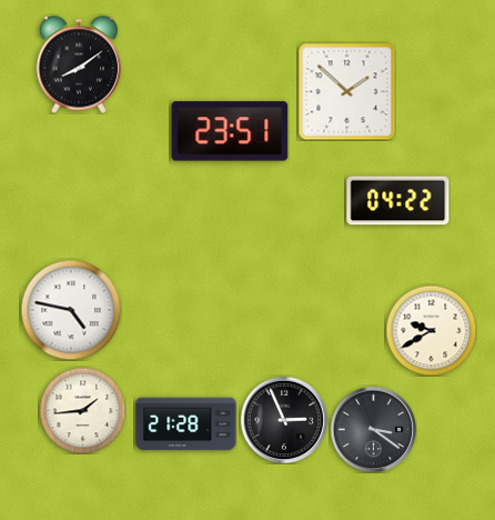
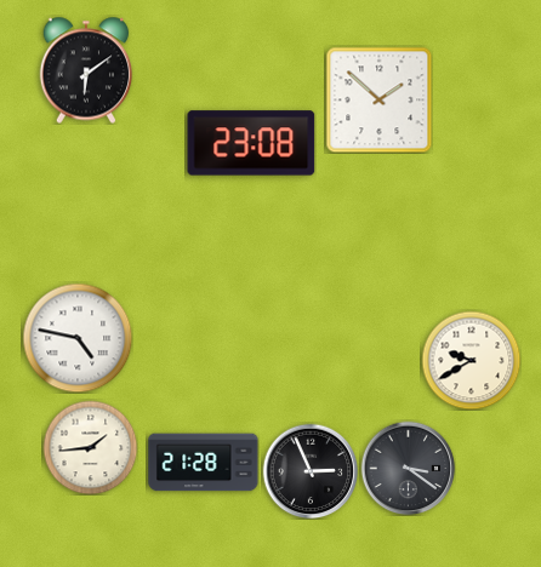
clock at (79, 64): 8:09 -> 6:09
clock at (230, 131): 23:51 -> 23:08
clock at (398, 201): 04:22 -> none
clock at (284, 420) position: (284, 420) -> (311, 471)
